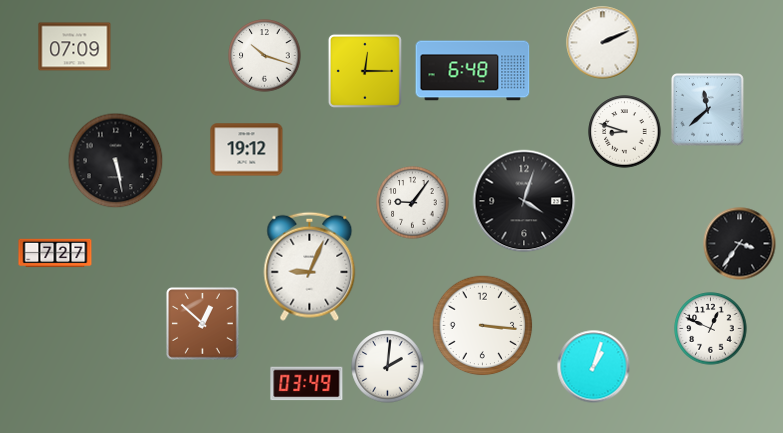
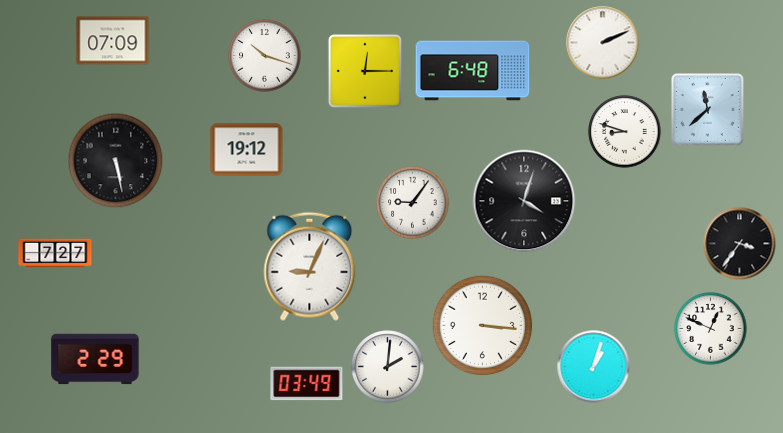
clock at (75, 47) position: (75, 47) -> (113, 41)
clock at (203, 324): 12:52 -> none
clock at (95, 359): none -> 2:29
